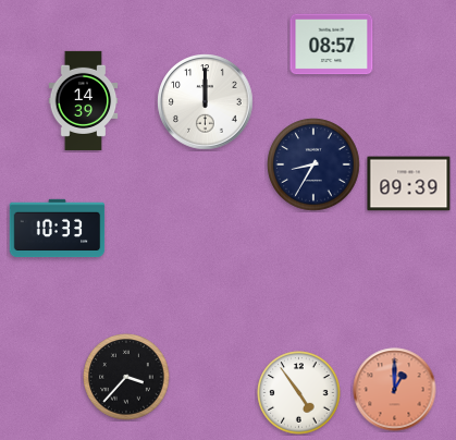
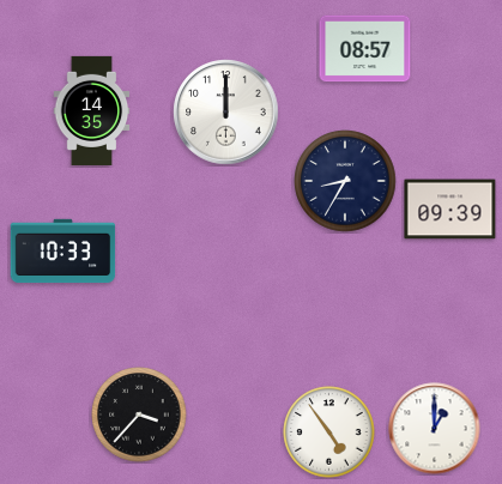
clock at (84, 100): 14:39 -> 14:35
clock at (409, 184) position: (409, 184) -> (450, 210)
clock at (395, 390) dial: salmon -> white
